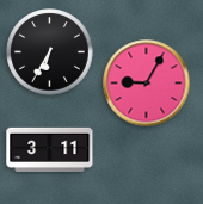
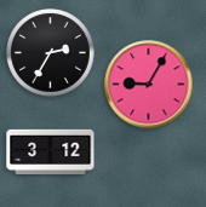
clock at (50, 52): 6:35 -> 2:35
clock at (50, 149): 3:11 -> 3:12
